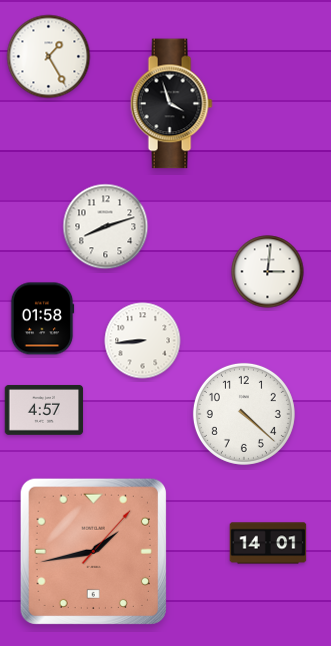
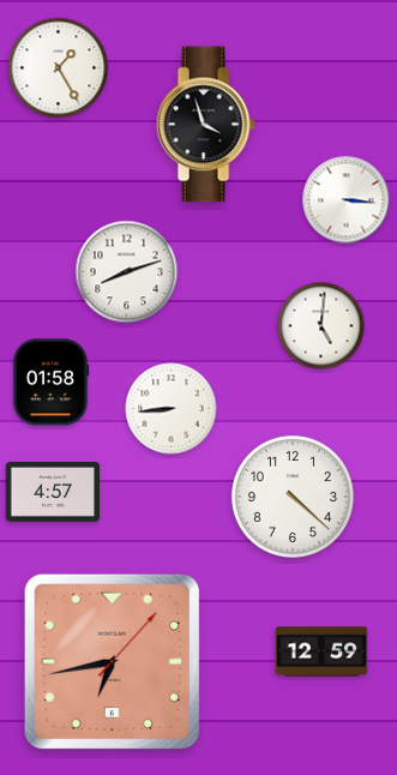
clock at (347, 200): none -> 3:16
clock at (268, 272): 3:01 -> 5:01
clock at (268, 543): 14:01 -> 12:59
clock at (93, 551): 1:43 -> 6:43
